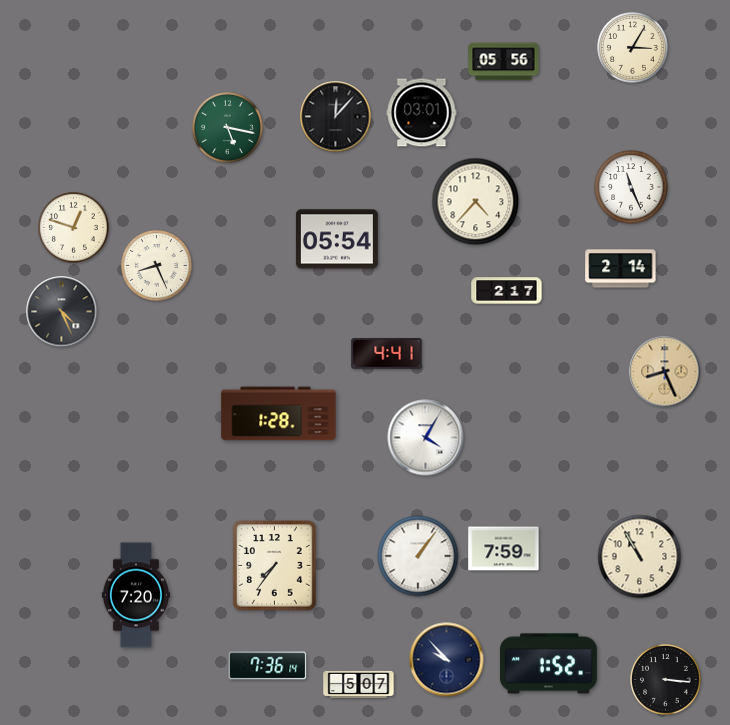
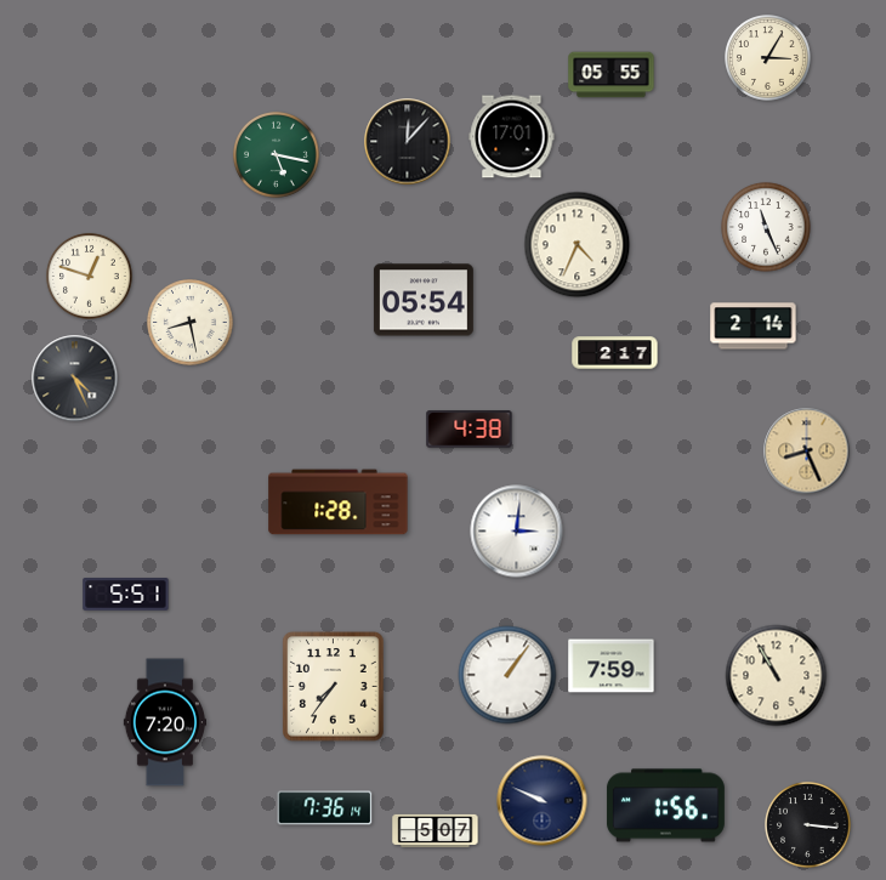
clock at (504, 62): 05:56 -> 05:55
clock at (422, 113): 03:01 -> 17:01
clock at (476, 202): 4:37 -> 4:34
clock at (337, 239) position: (337, 239) -> (424, 300)
clock at (157, 266): 8:26 -> 8:28
clock at (387, 354): 4:41 -> 4:38
clock at (426, 438): 4:05 -> 3:01
clock at (126, 595): none -> 5:51
clock at (447, 660): 9:53 -> 9:49
clock at (548, 664): 1:52 -> 1:56
